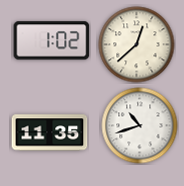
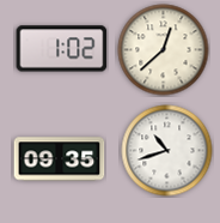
clock at (137, 45) position: (137, 45) -> (164, 50)
clock at (50, 133): 11:35 -> 09:35
